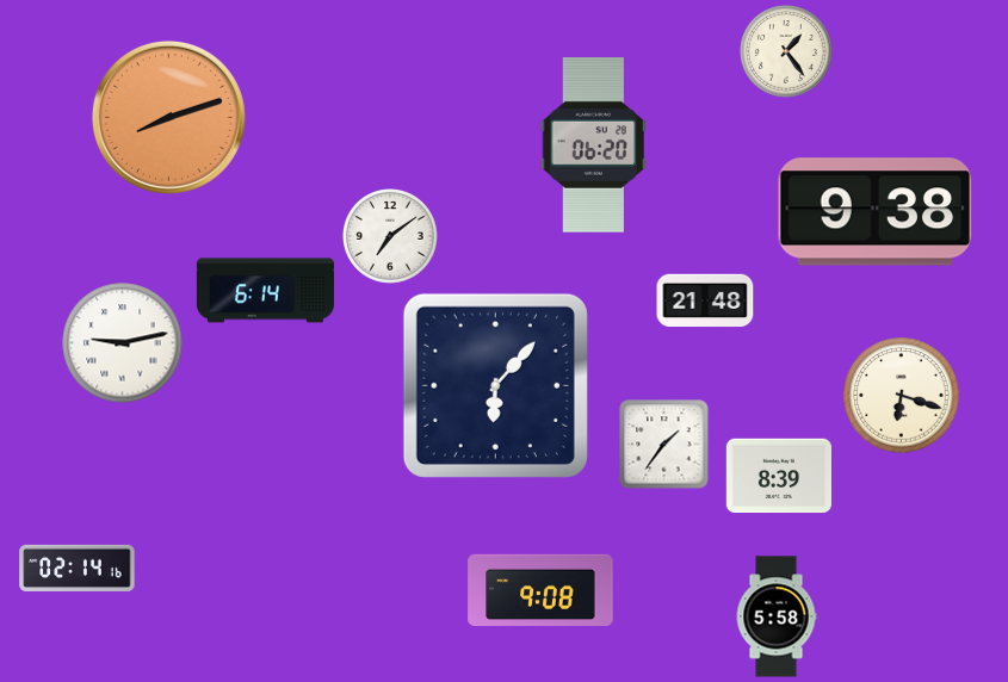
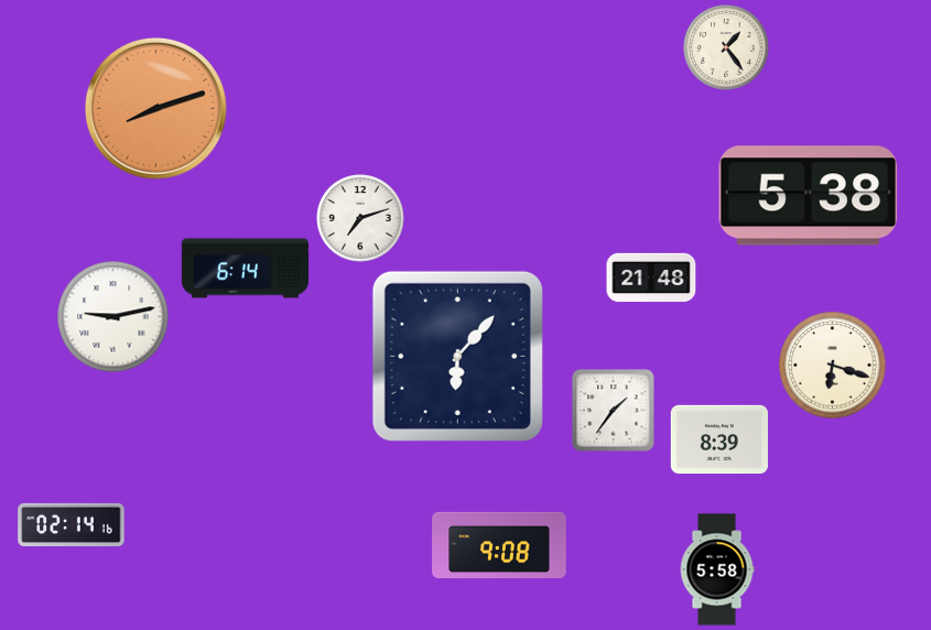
clock at (593, 145): 06:20 -> none
clock at (876, 212): 9:38 -> 5:38
clock at (391, 237): 7:09 -> 7:12
